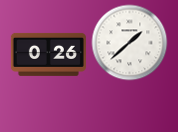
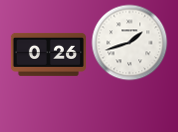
clock at (130, 43): 1:38 -> 1:42
